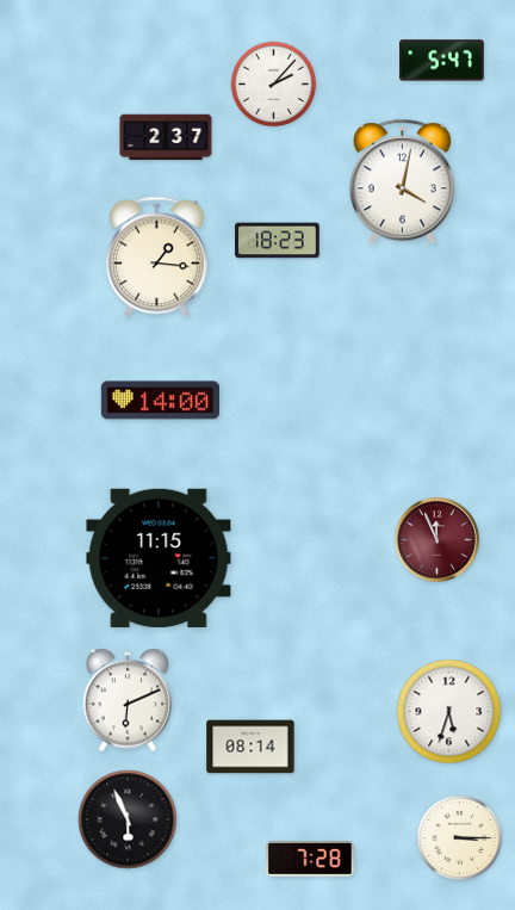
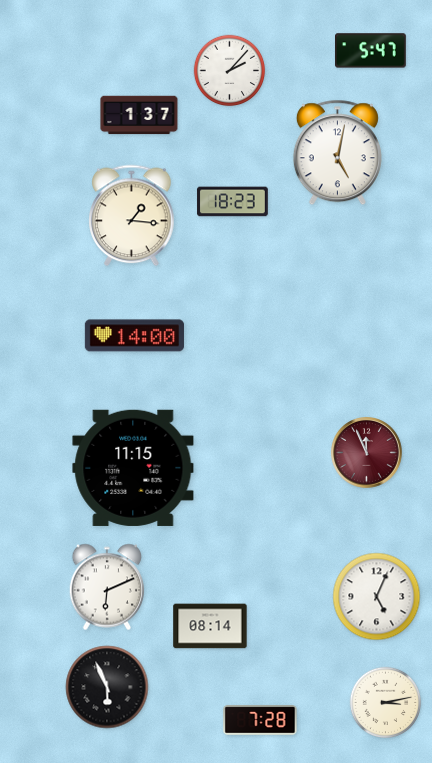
clock at (166, 137): 2:37 -> 1:37
clock at (402, 182): 4:02 -> 5:02
clock at (449, 712): 5:33 -> 5:04
clock at (460, 838): 3:15 -> 3:13
